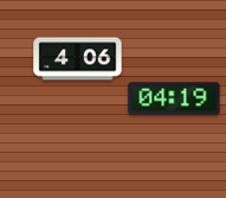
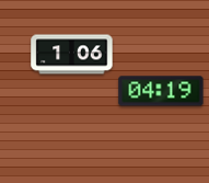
clock at (78, 59): 4:06 -> 1:06
